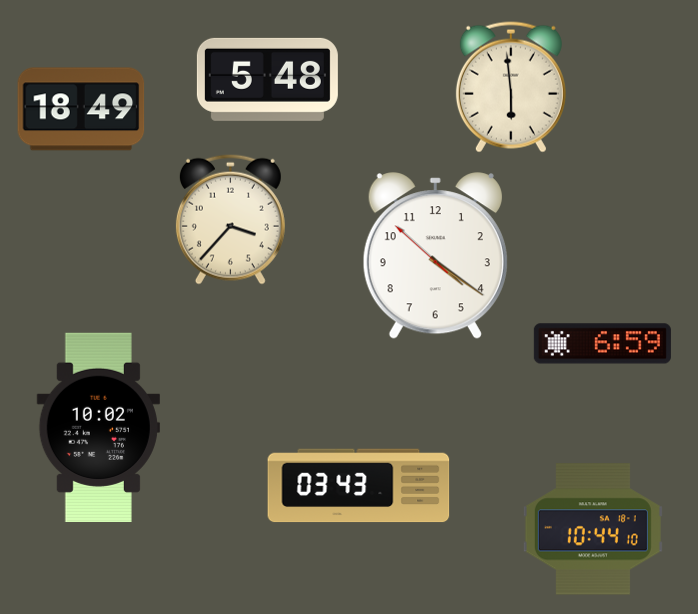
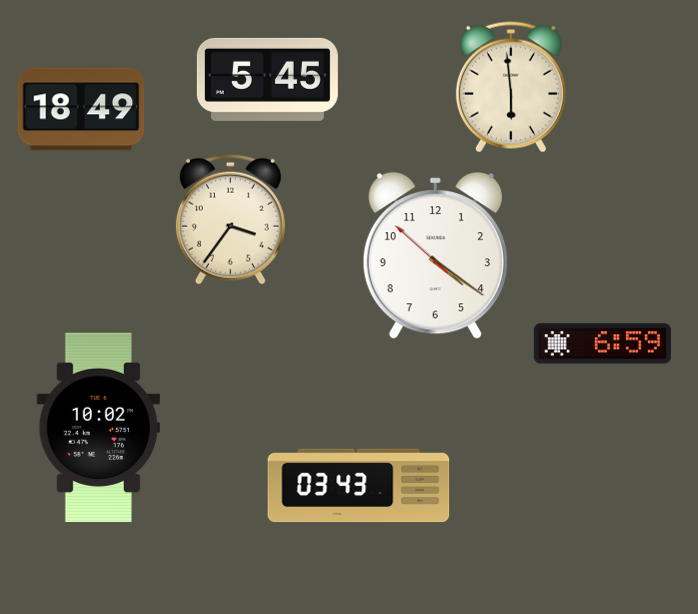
clock at (267, 79): 5:48 -> 5:45
clock at (230, 219): 3:37 -> 3:36
clock at (593, 529): 10:44 -> none
